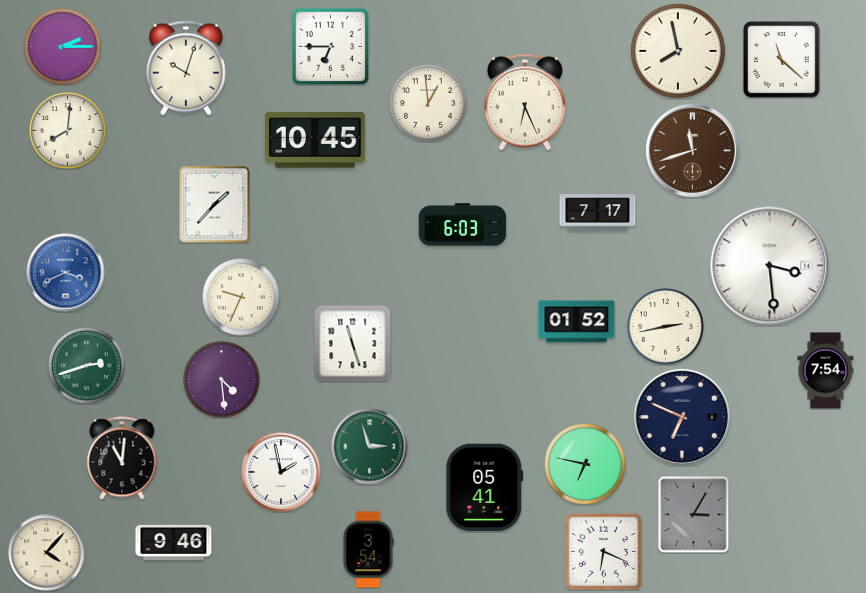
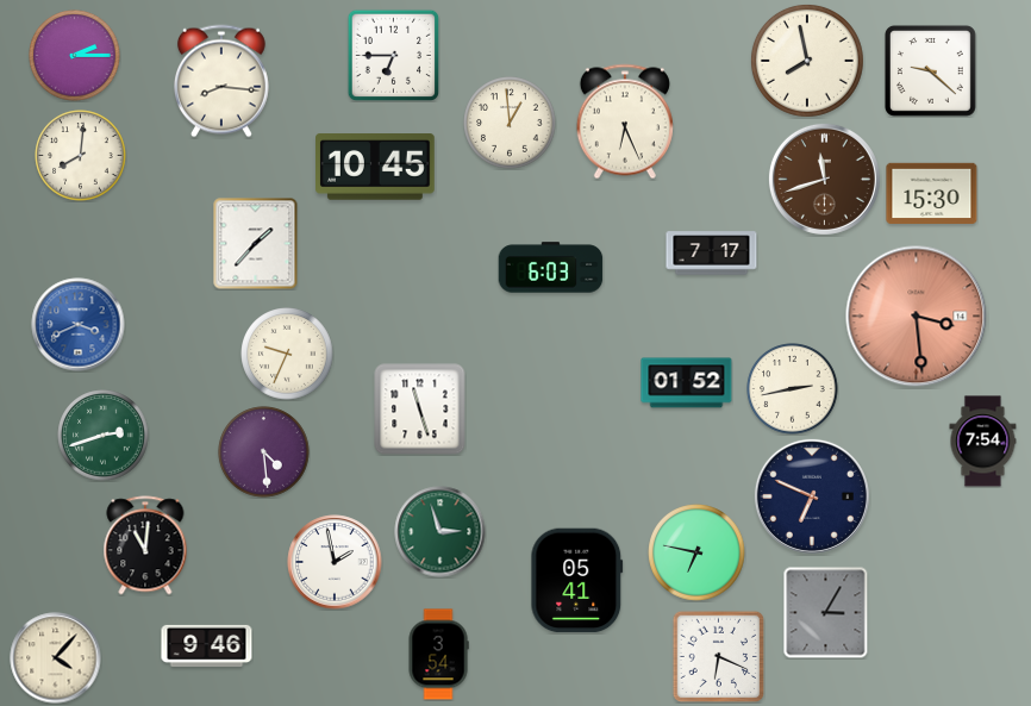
clock at (781, 59): 11:22 -> 9:22
clock at (186, 68): 10:03 -> 8:16
clock at (932, 193): none -> 15:30
clock at (770, 266) dial: white -> salmon
